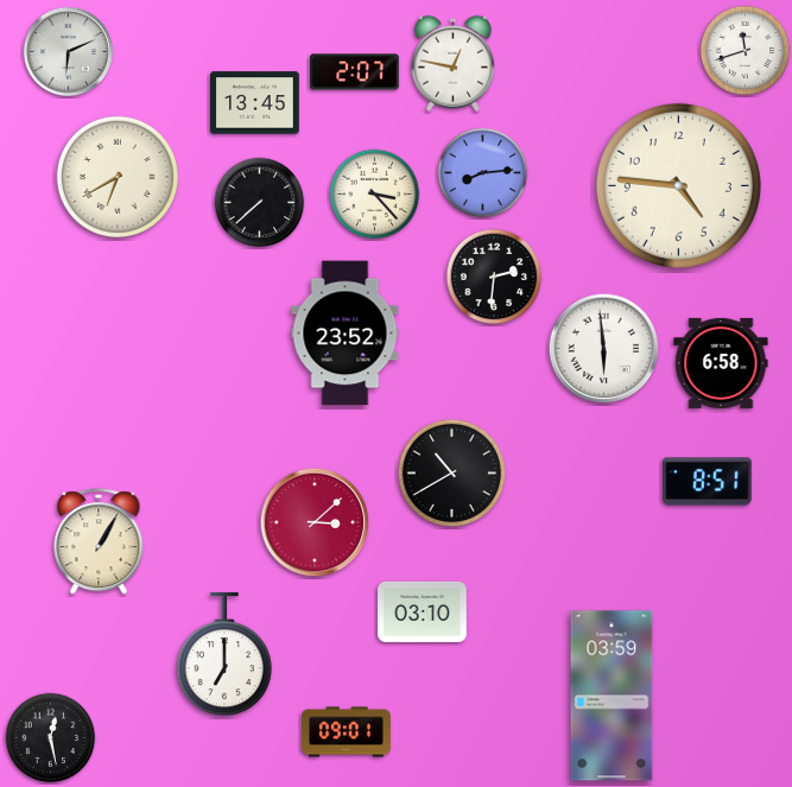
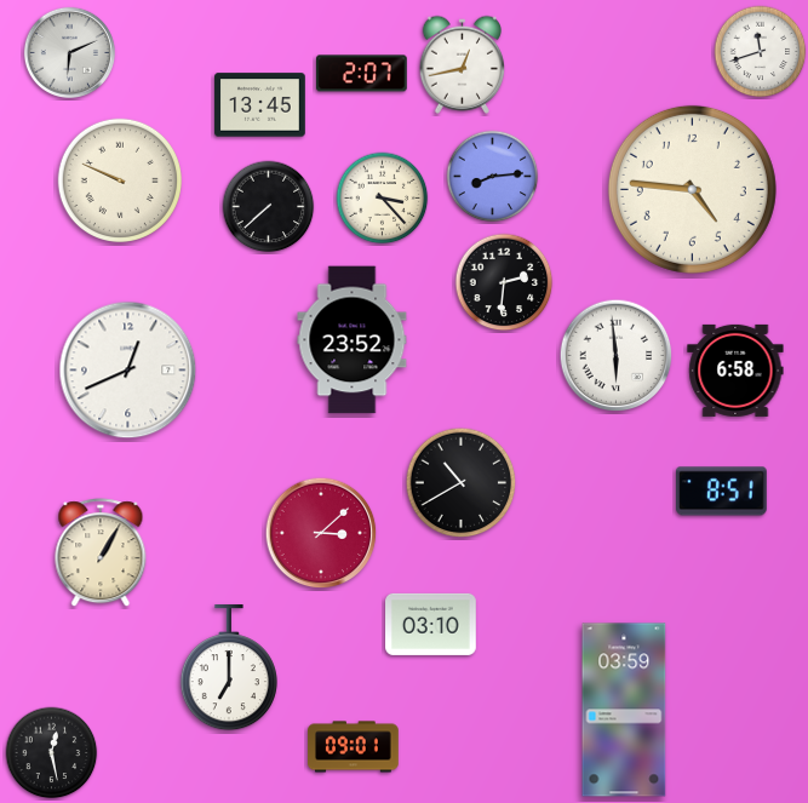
clock at (452, 63): 12:47 -> 12:43
clock at (116, 176): 6:40 -> 9:49
clock at (260, 203) position: (260, 203) -> (269, 207)
clock at (128, 371): none -> 12:41
